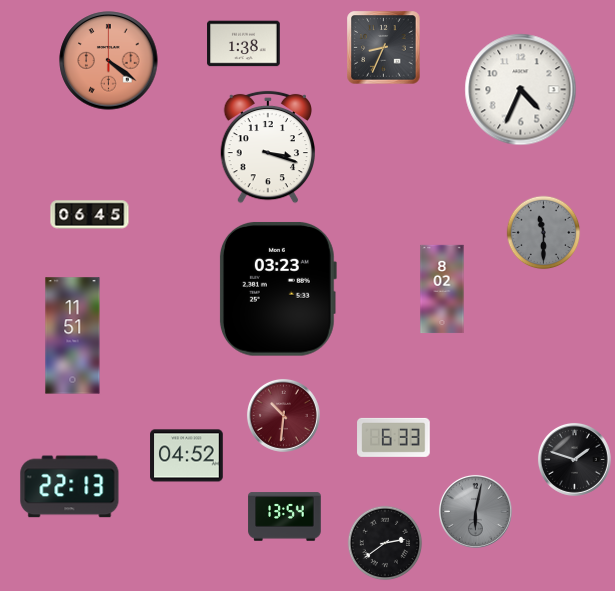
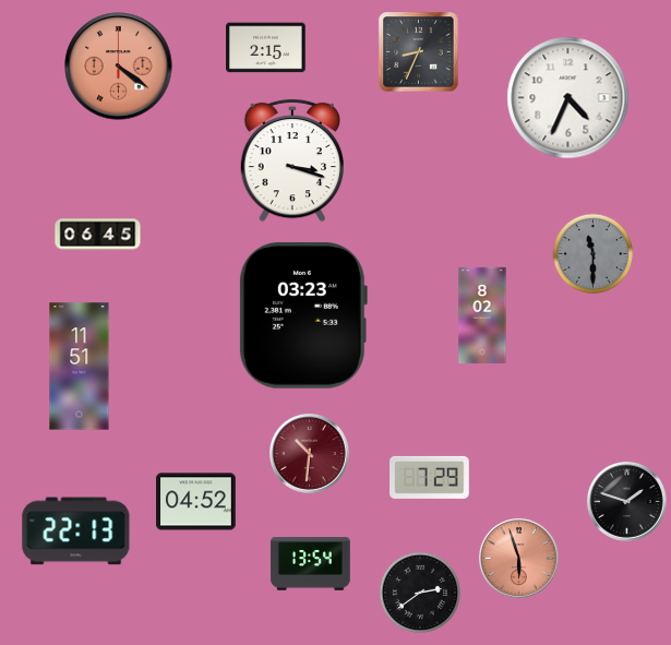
clock at (244, 44): 1:38 -> 2:15
clock at (394, 437): 6:33 -> 7:29
clock at (187, 456) position: (187, 456) -> (196, 502)
clock at (475, 511): 6:02 -> 5:57
clock at (475, 511) dial: grey -> salmon
